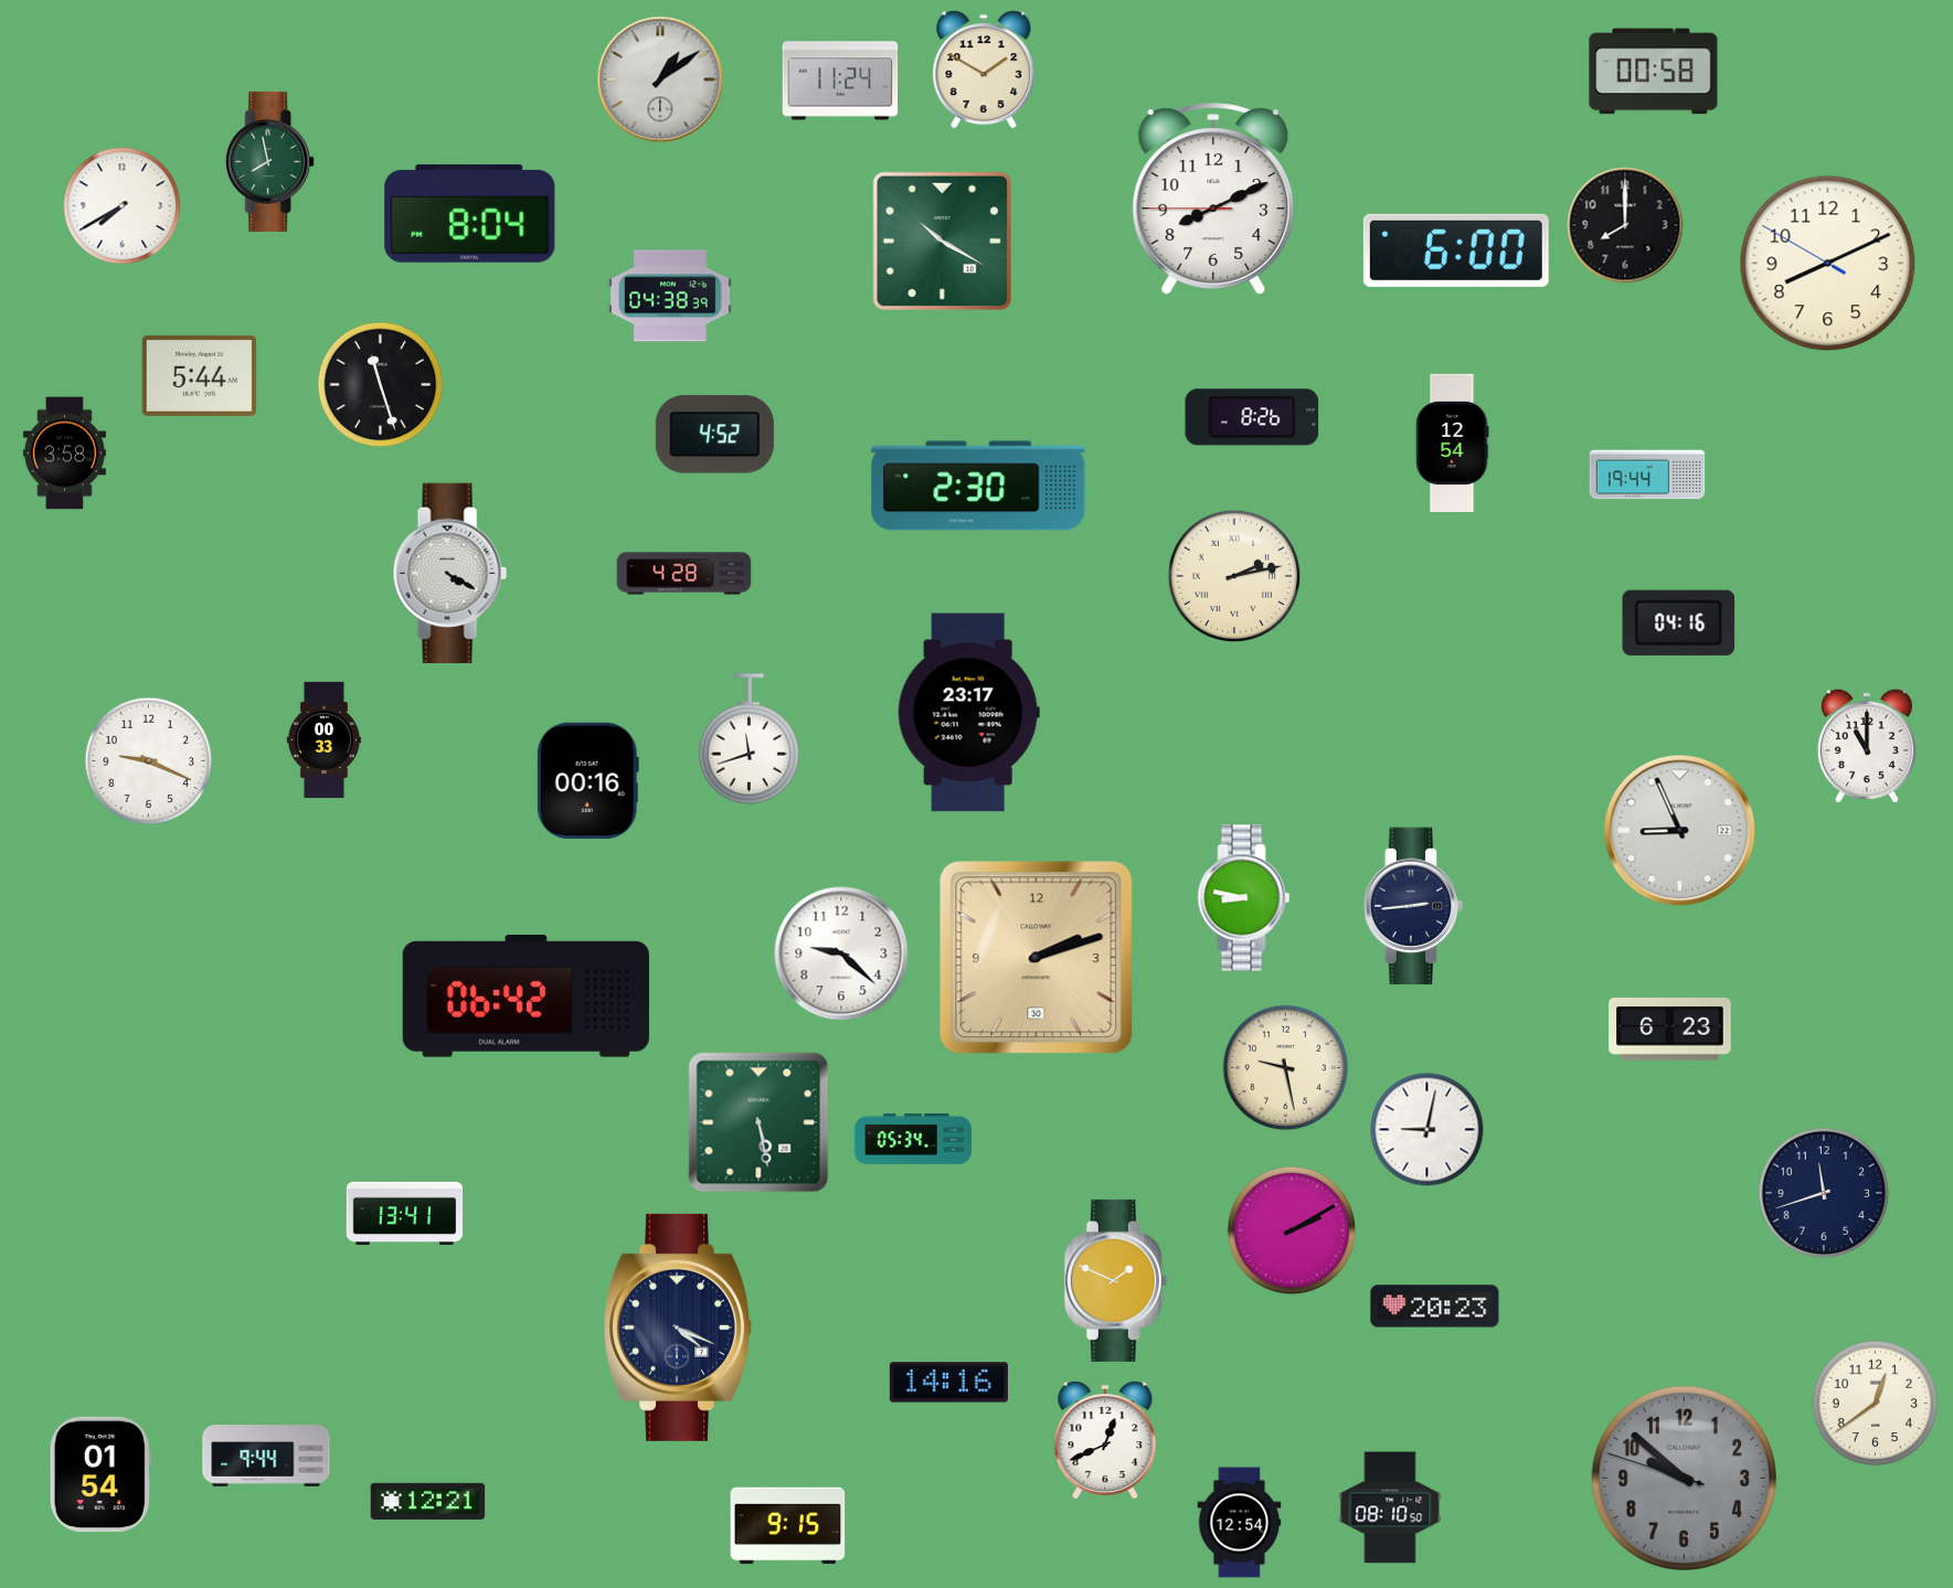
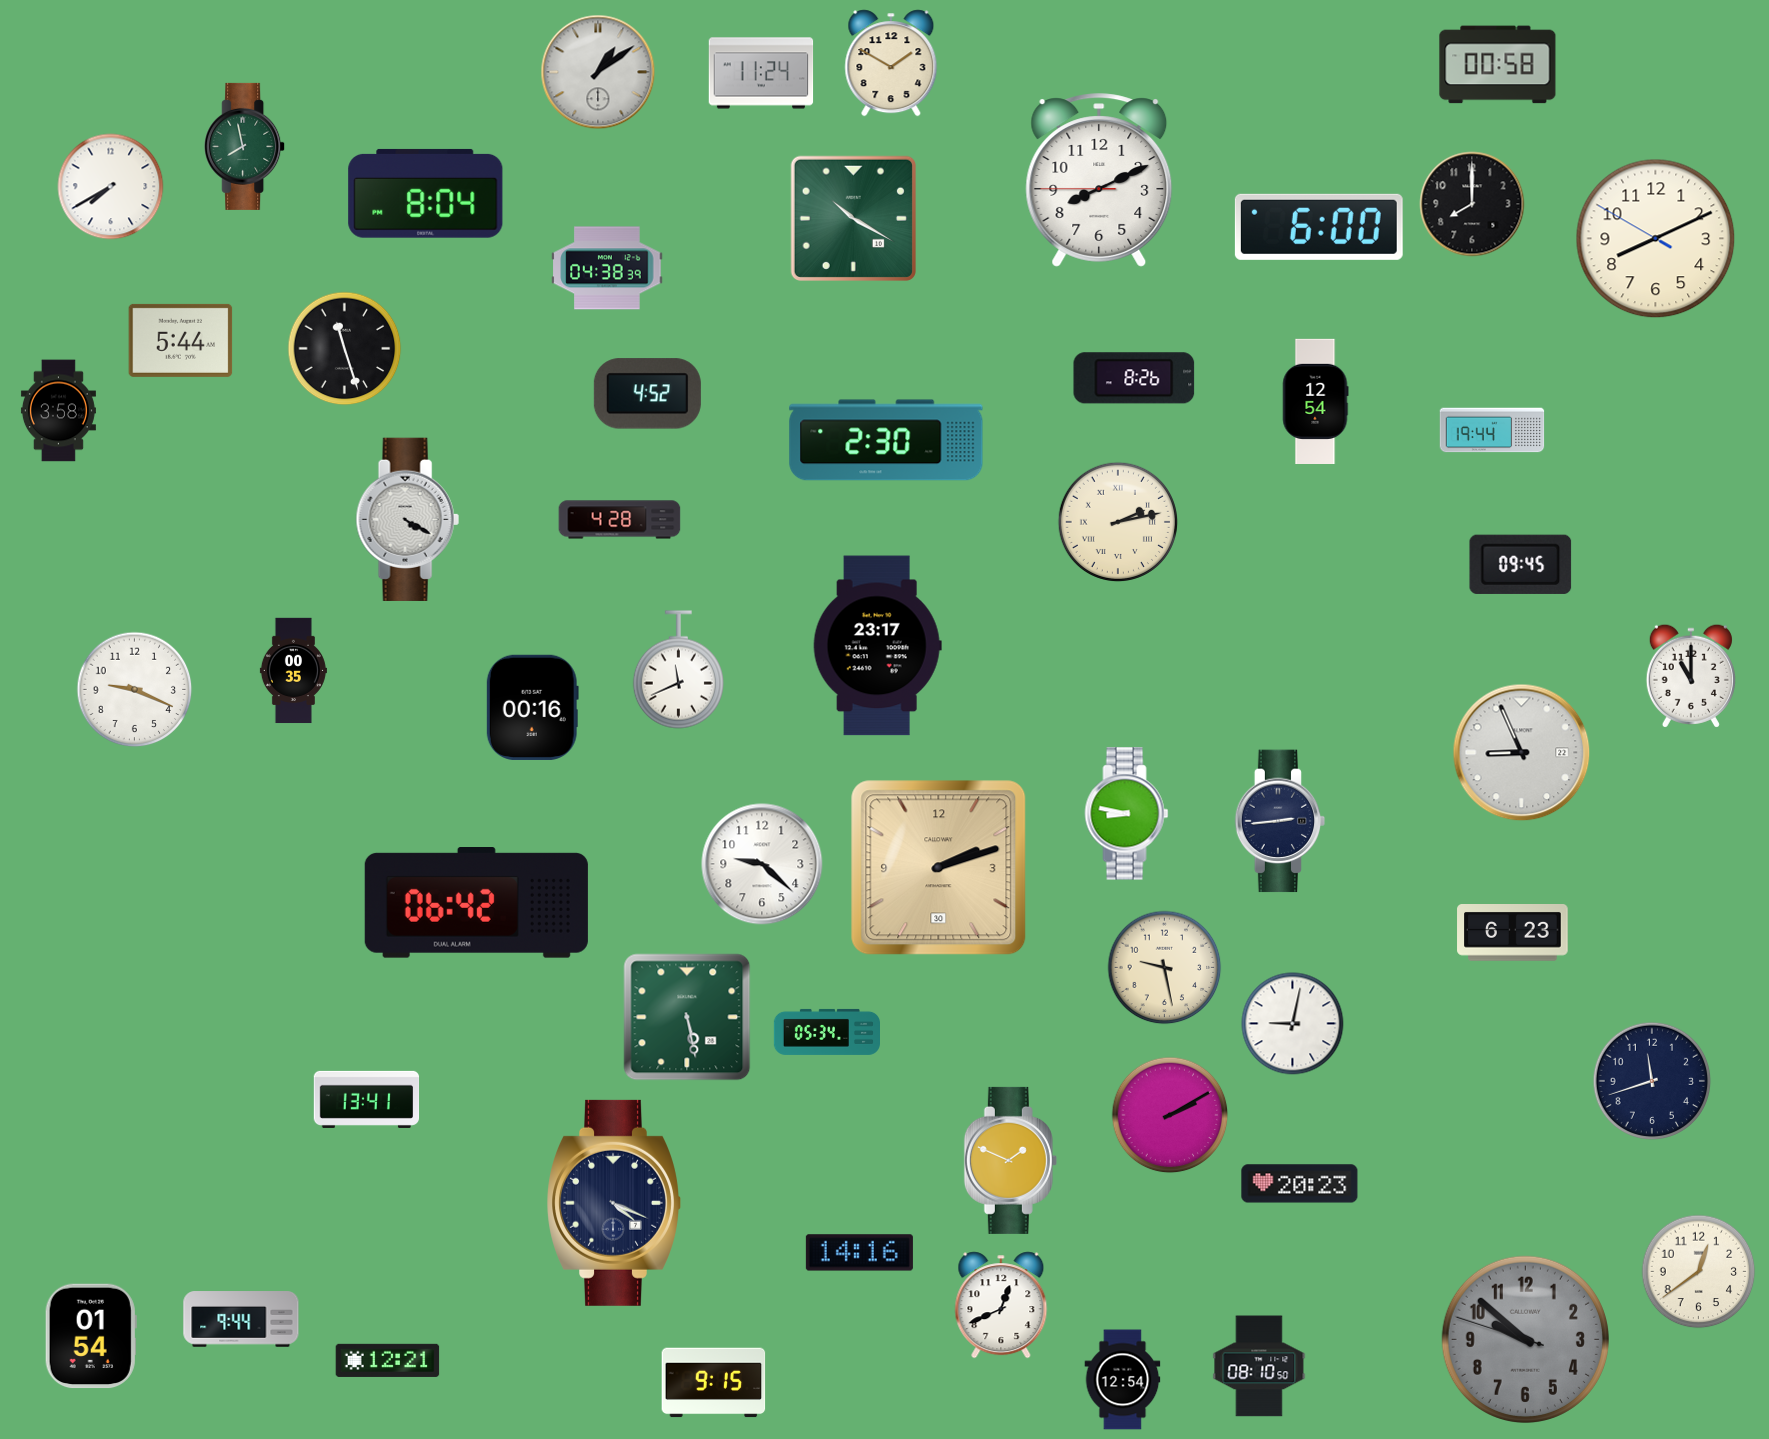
clock at (1679, 622): 04:16 -> 09:45
clock at (749, 739): 11:42 -> 11:41
clock at (323, 740): 00:33 -> 00:35
